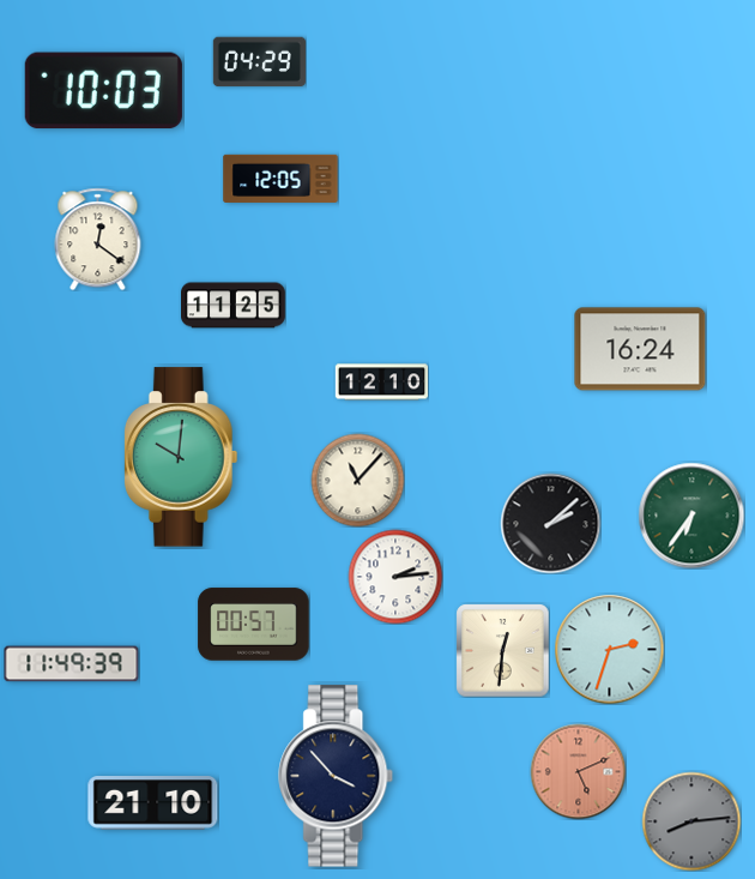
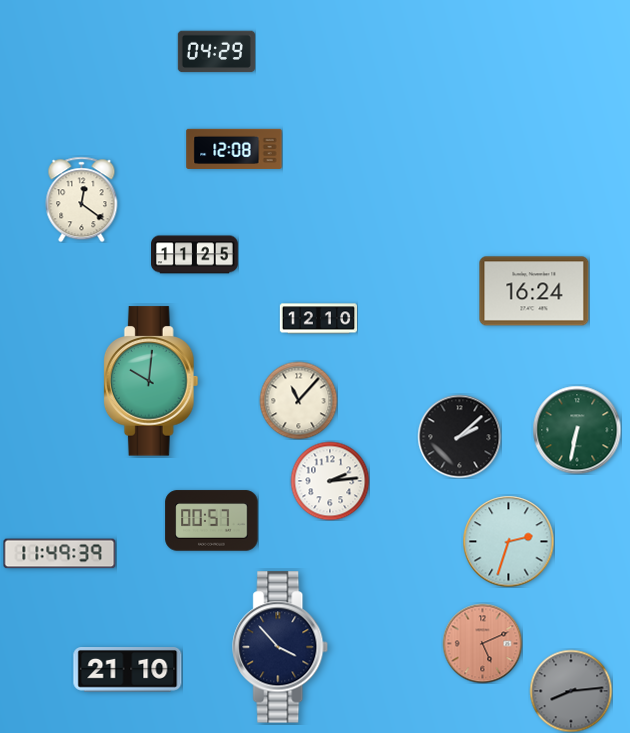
clock at (103, 91): 10:03 -> none
clock at (280, 177): 12:05 -> 12:08
clock at (691, 516): 6:36 -> 6:32
clock at (502, 650): 12:31 -> none
clock at (691, 821) position: (691, 821) -> (571, 691)
